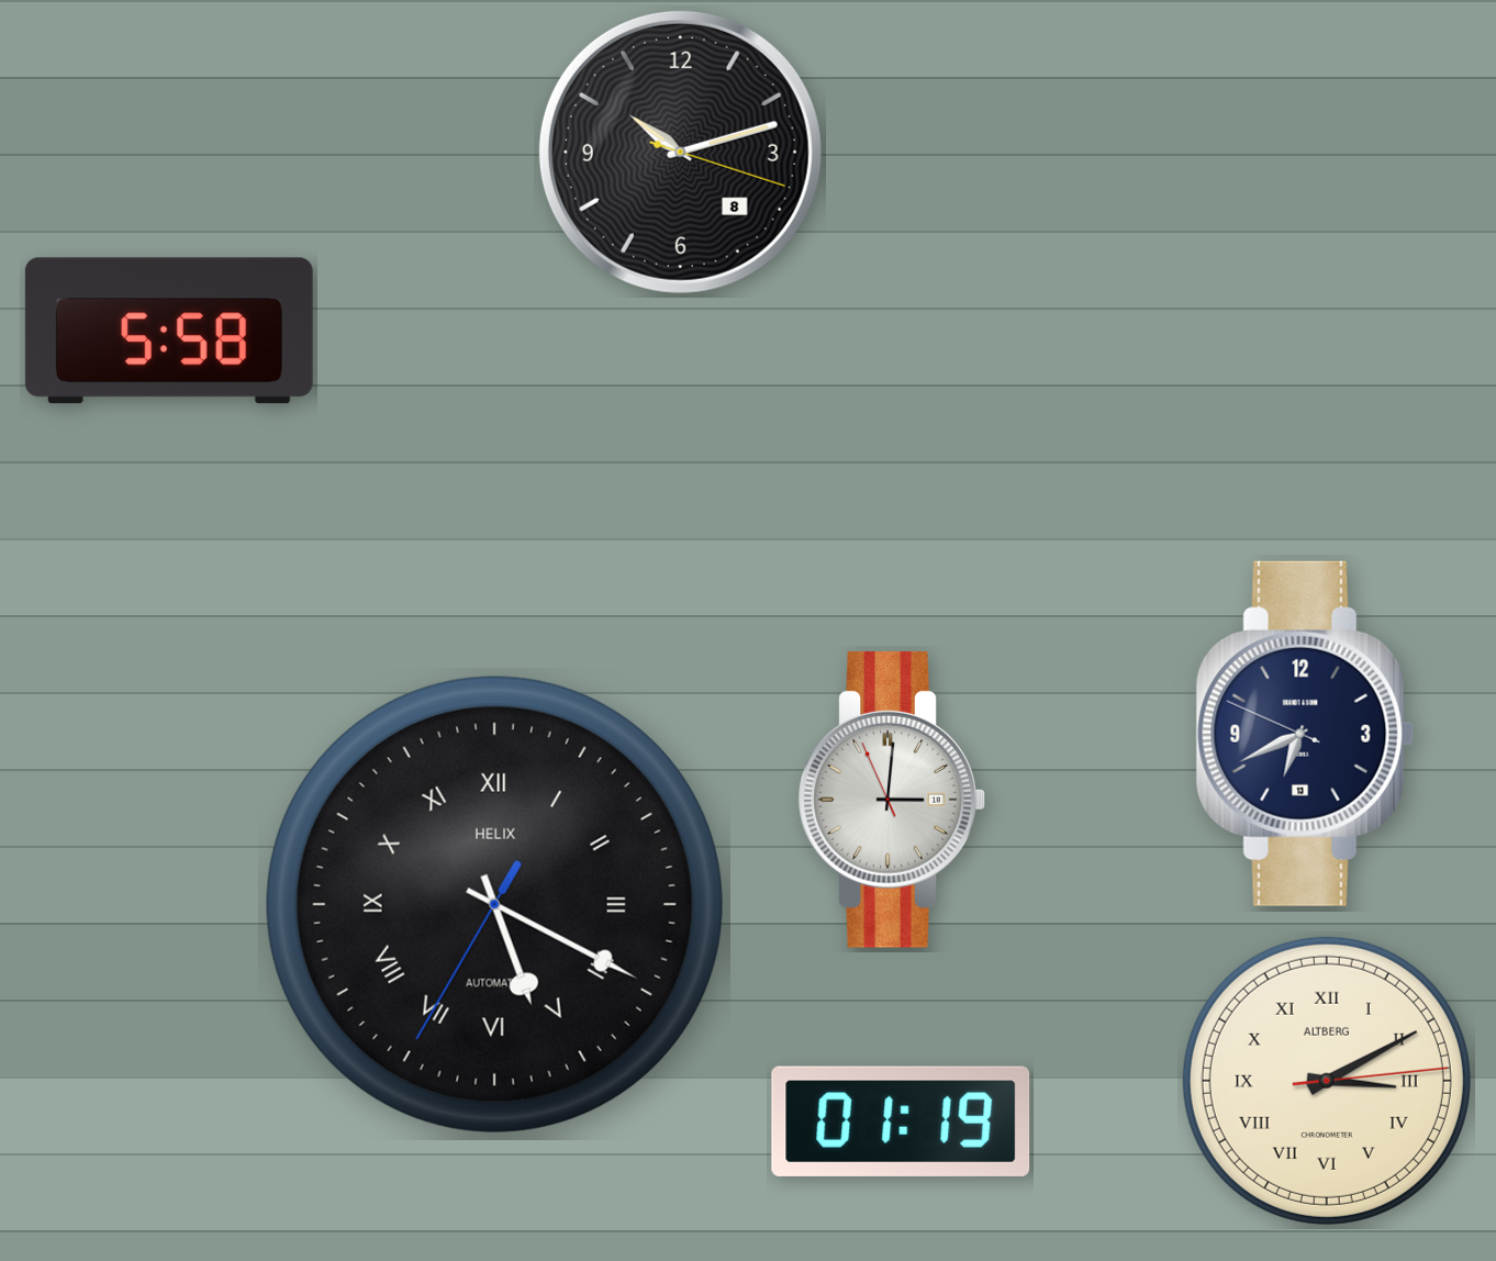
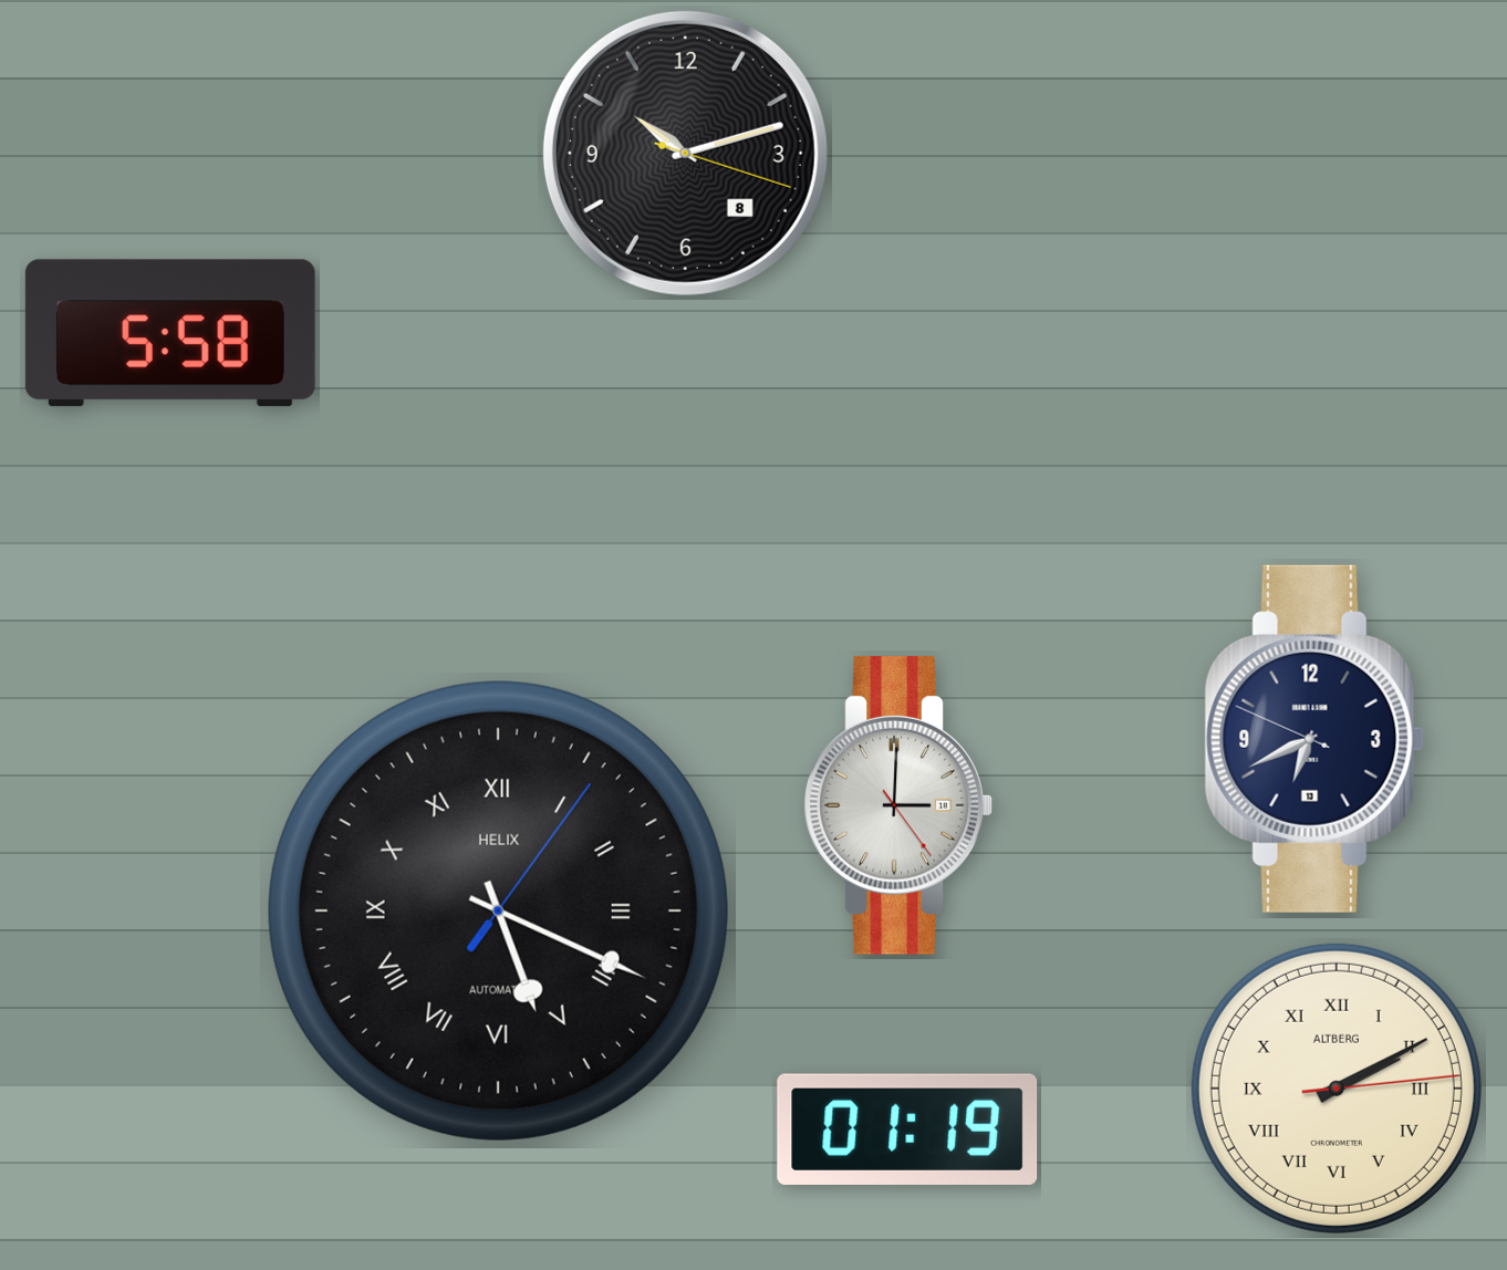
clock at (892, 800): 3:00:56 -> 3:00:24
clock at (494, 904): 5:19:35 -> 5:19:06
clock at (1327, 1081): 3:10 -> 2:10
